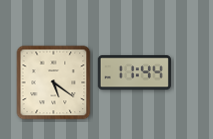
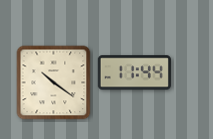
clock at (54, 83): 5:21 -> 10:21
